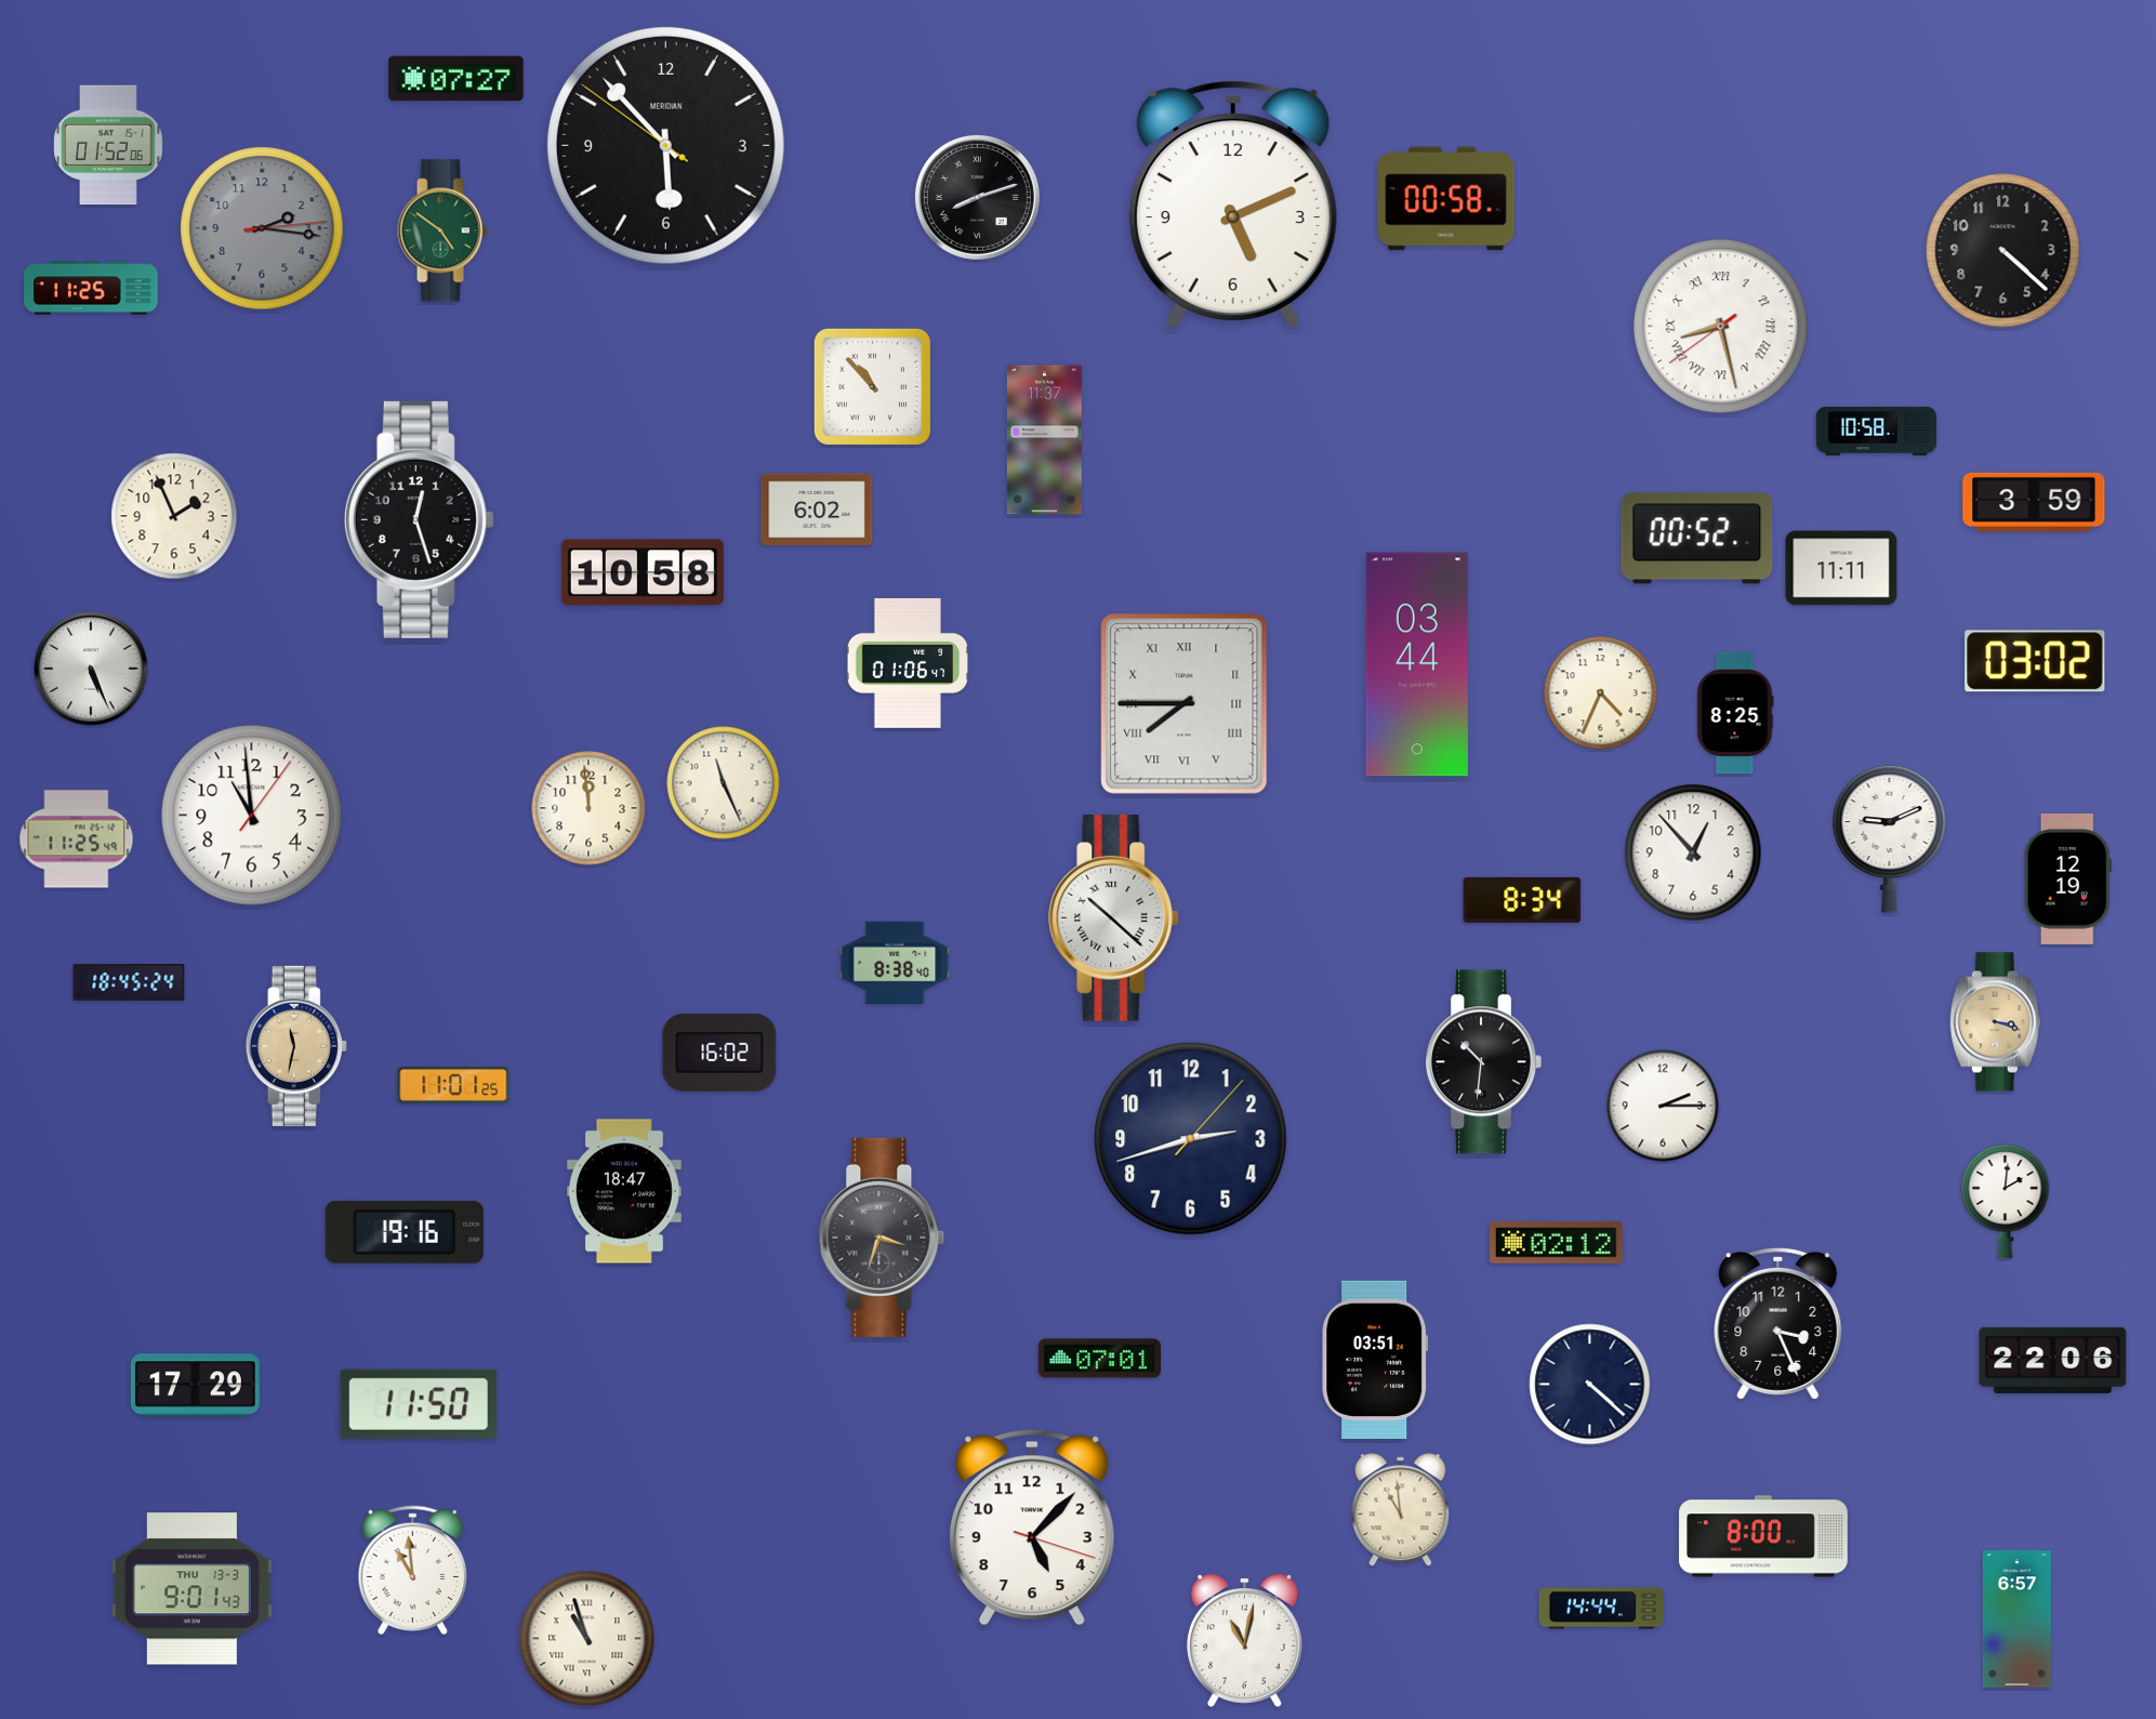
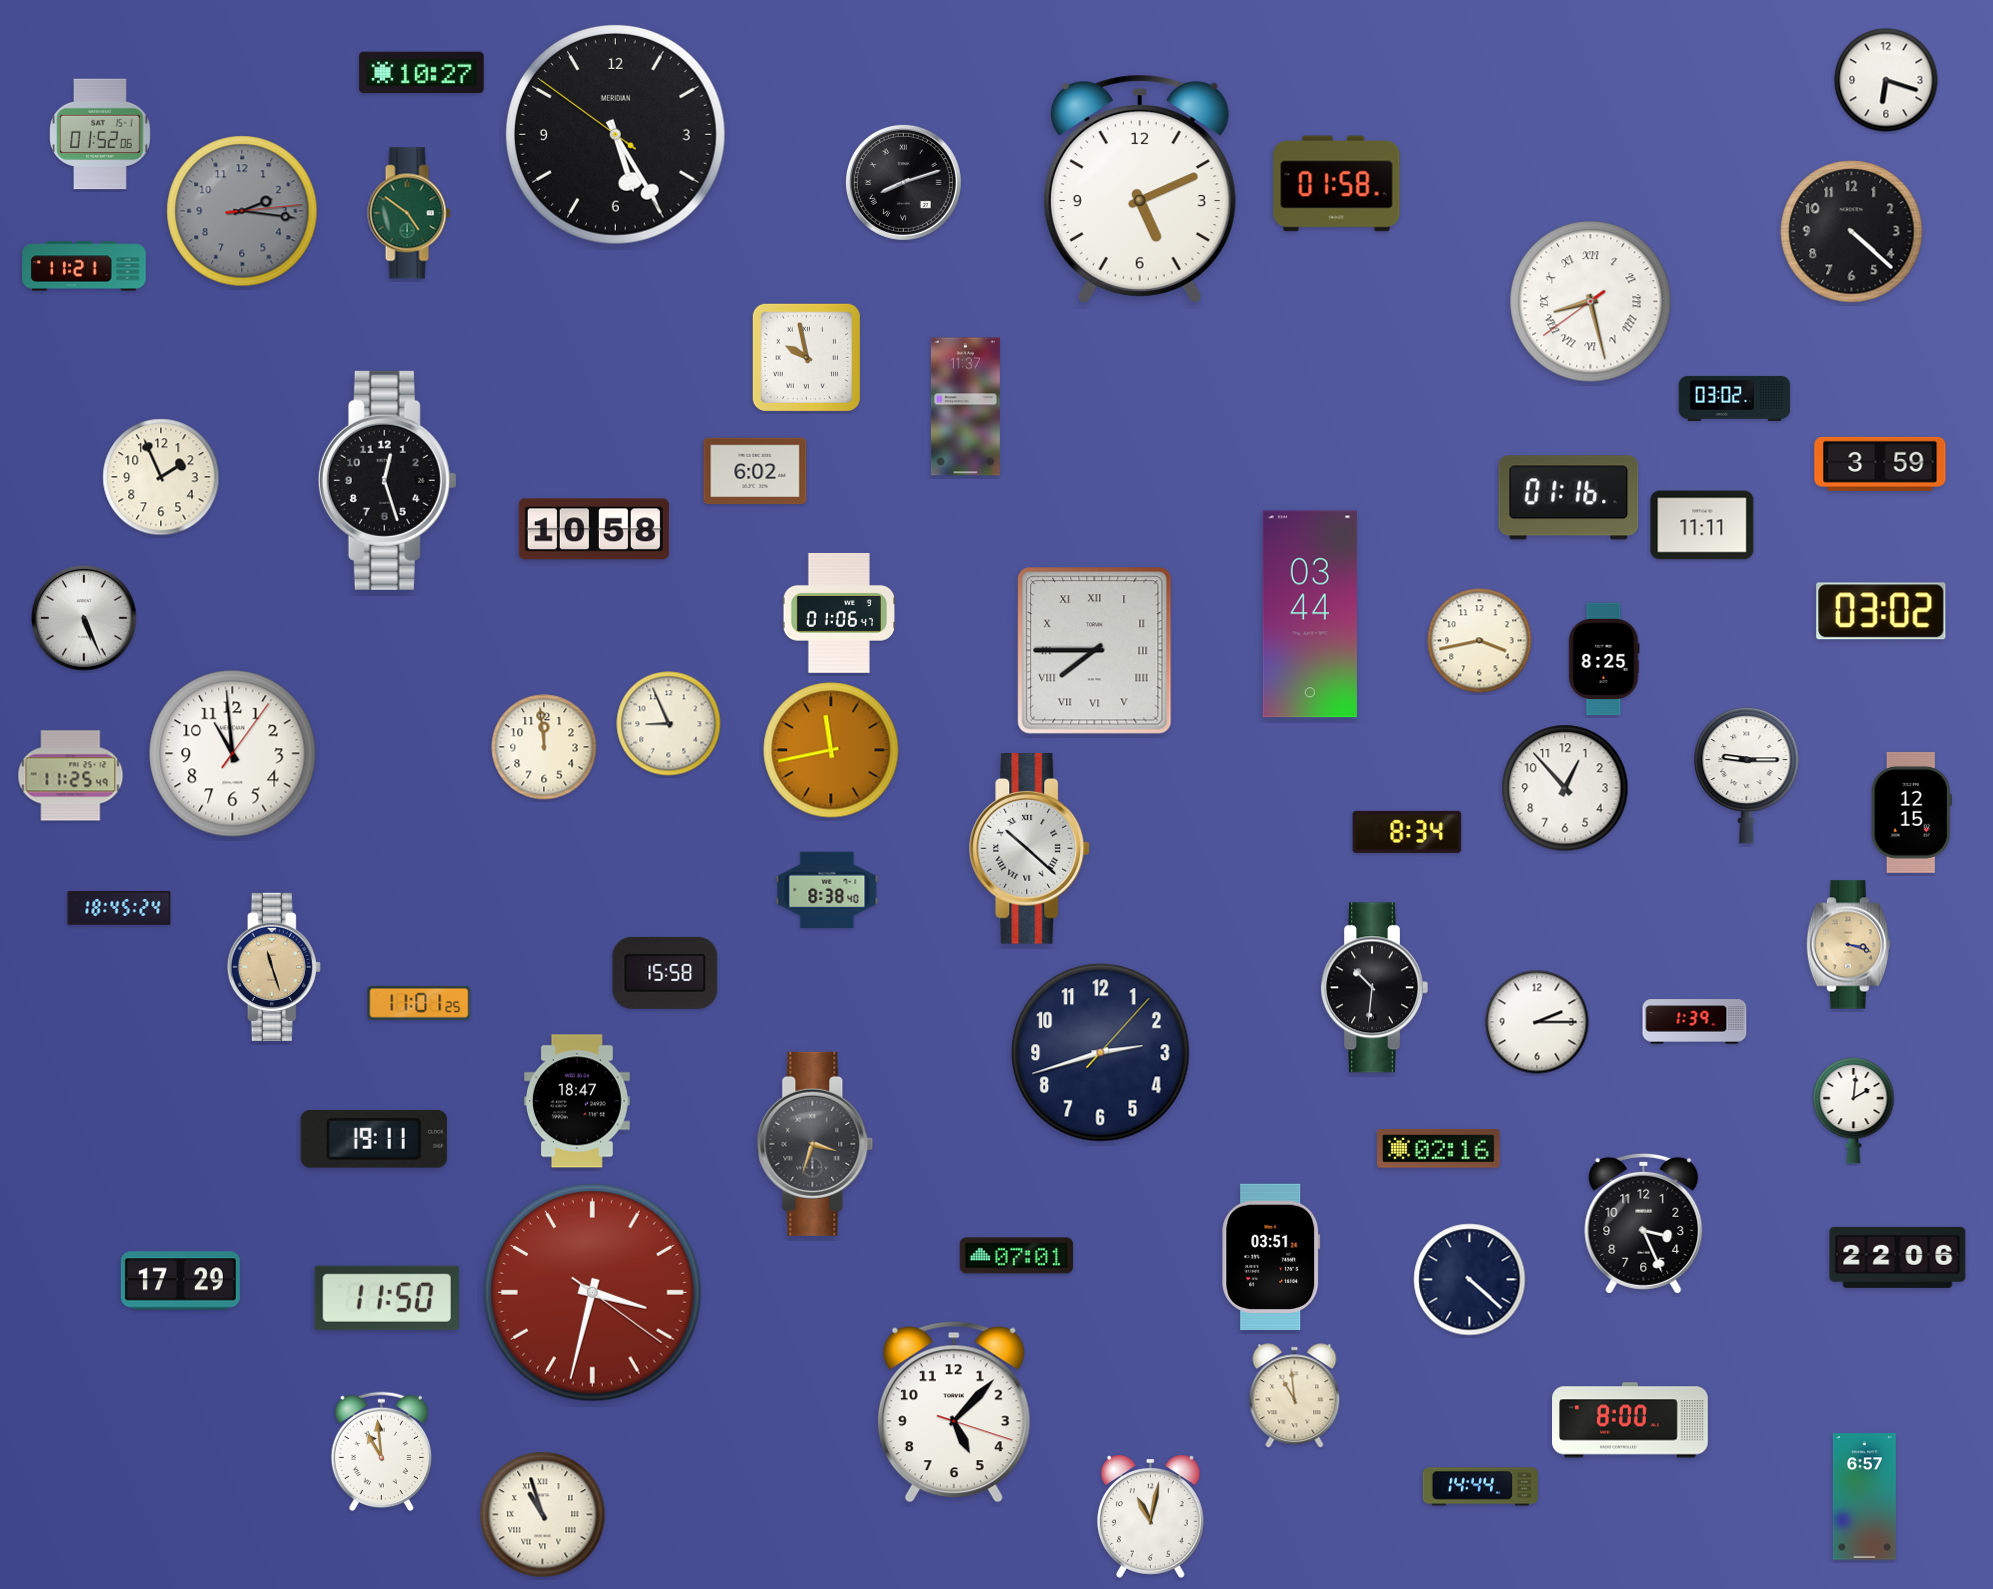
clock at (457, 79): 07:27 -> 10:27
clock at (1886, 80): none -> 6:18
clock at (665, 145): 5:52 -> 5:24
clock at (1446, 199): 00:58 -> 01:58
clock at (91, 288): 11:25 -> 11:21
clock at (872, 386): 10:53 -> 9:58
clock at (1877, 431): 10:58 -> 03:02
clock at (1697, 539): 00:52 -> 01:16
clock at (1601, 693): 4:34 -> 3:43
clock at (724, 783): 11:26 -> 8:56
clock at (831, 750): none -> 11:43
clock at (1890, 838): 9:11 -> 9:15
clock at (2067, 878): 12:19 -> 12:15
clock at (1995, 1022) position: (1995, 1022) -> (1848, 945)
clock at (296, 1046): 11:32 -> 11:27
clock at (719, 1053): 16:02 -> 15:58
clock at (1483, 1062) position: (1483, 1062) -> (1374, 988)
clock at (1695, 1022): none -> 1:39
clock at (405, 1232): 19:16 -> 19:11
clock at (1557, 1243): 02:12 -> 02:16
clock at (592, 1292): none -> 3:32
clock at (191, 1589): 9:01 -> none
